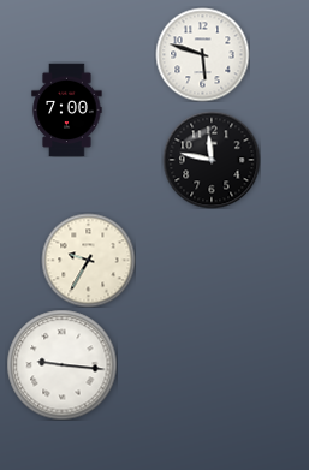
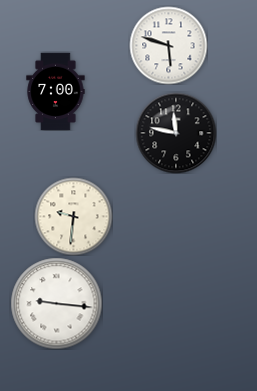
clock at (88, 260): 9:35 -> 9:31
clock at (61, 364) position: (61, 364) -> (56, 303)
